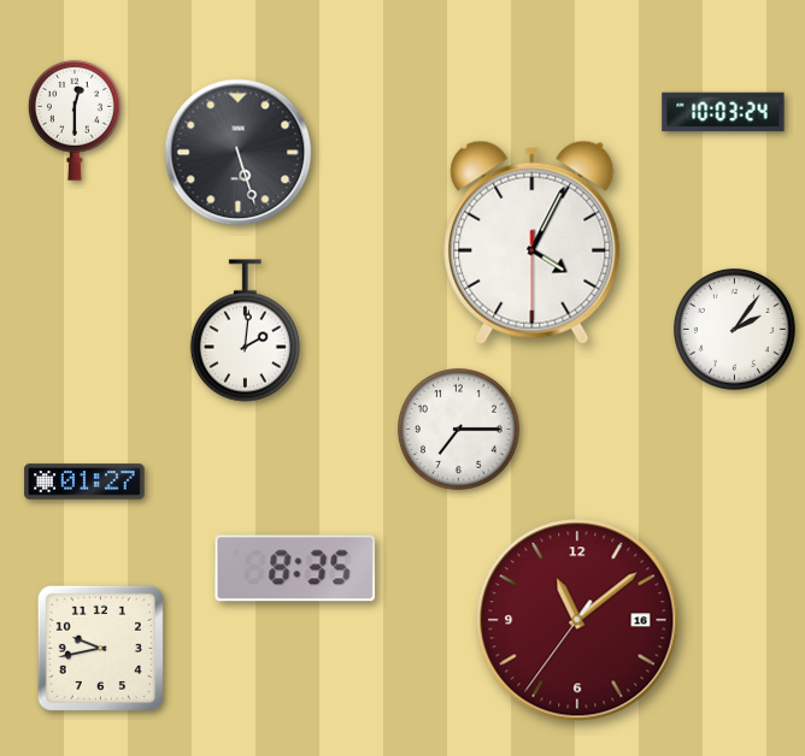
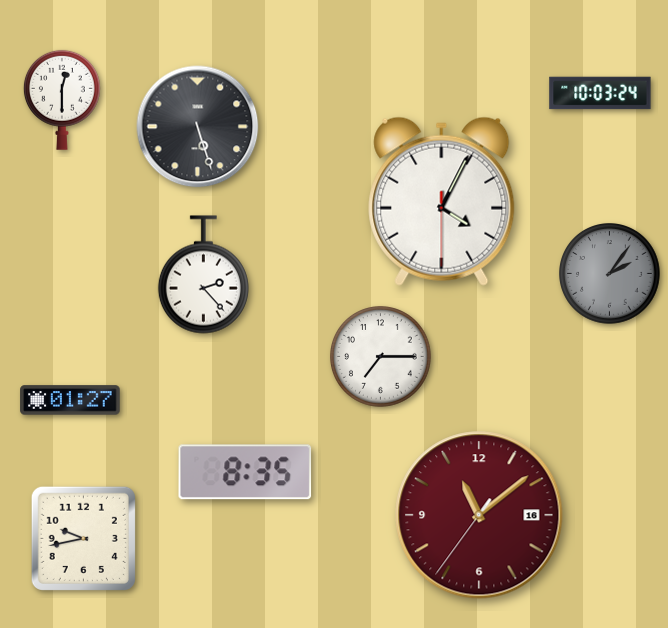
clock at (735, 330) dial: white -> grey
clock at (245, 331): 2:01 -> 2:23
